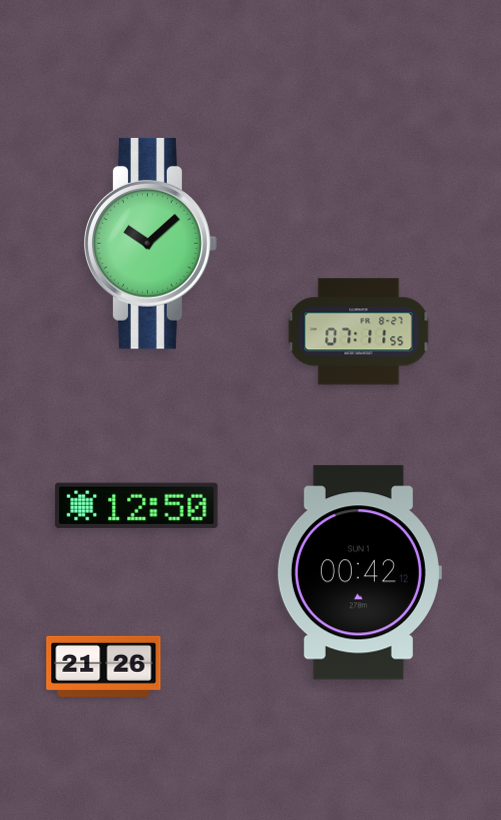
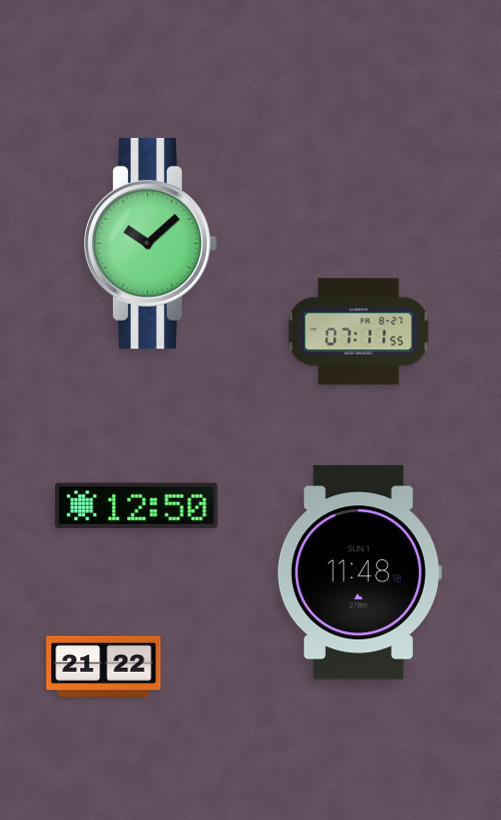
clock at (359, 573): 00:42 -> 11:48
clock at (104, 666): 21:26 -> 21:22
